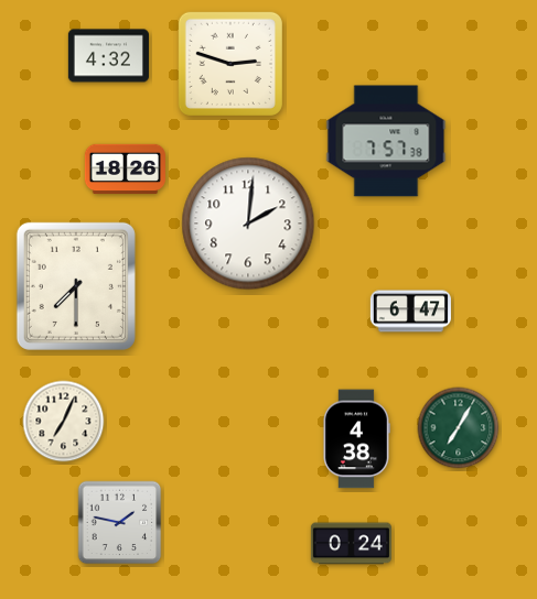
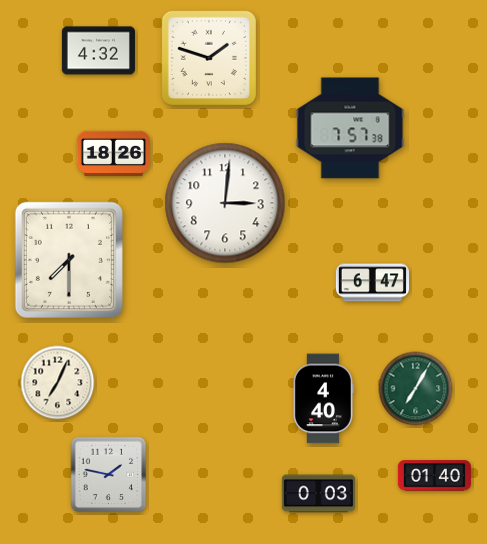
clock at (230, 64): 2:48 -> 1:48
clock at (248, 224): 2:01 -> 3:01
clock at (356, 439): 4:38 -> 4:40
clock at (434, 476): none -> 01:40
clock at (351, 544): 0:24 -> 0:03
